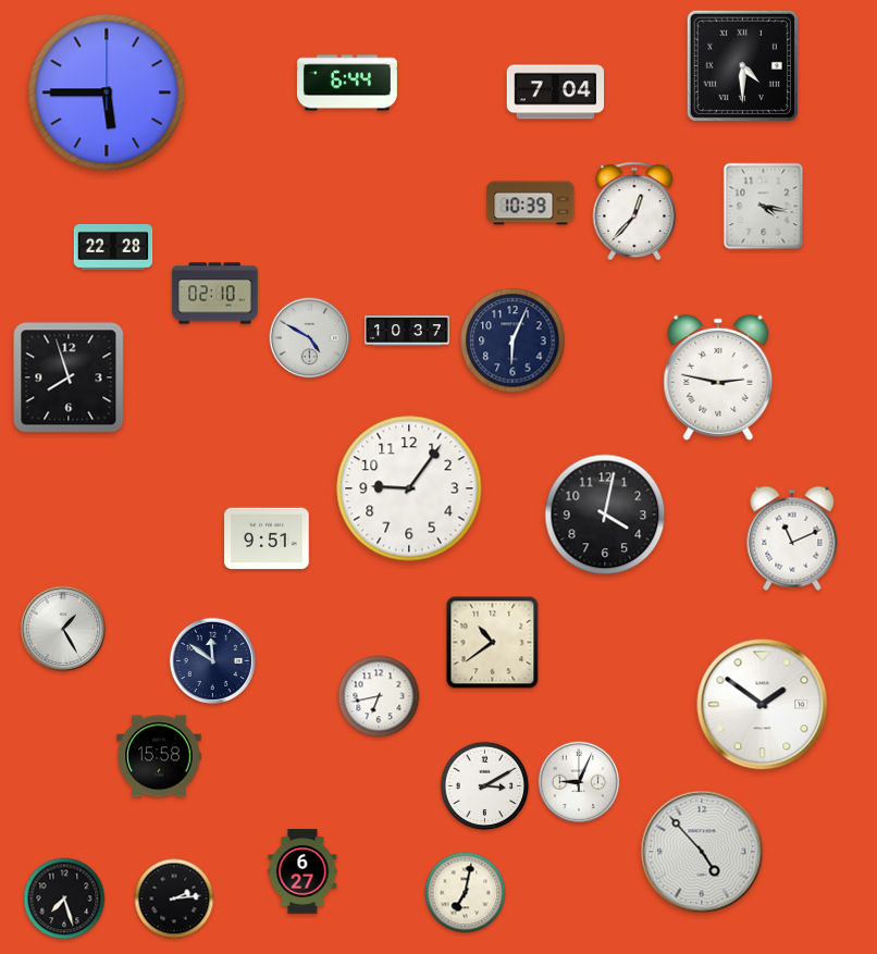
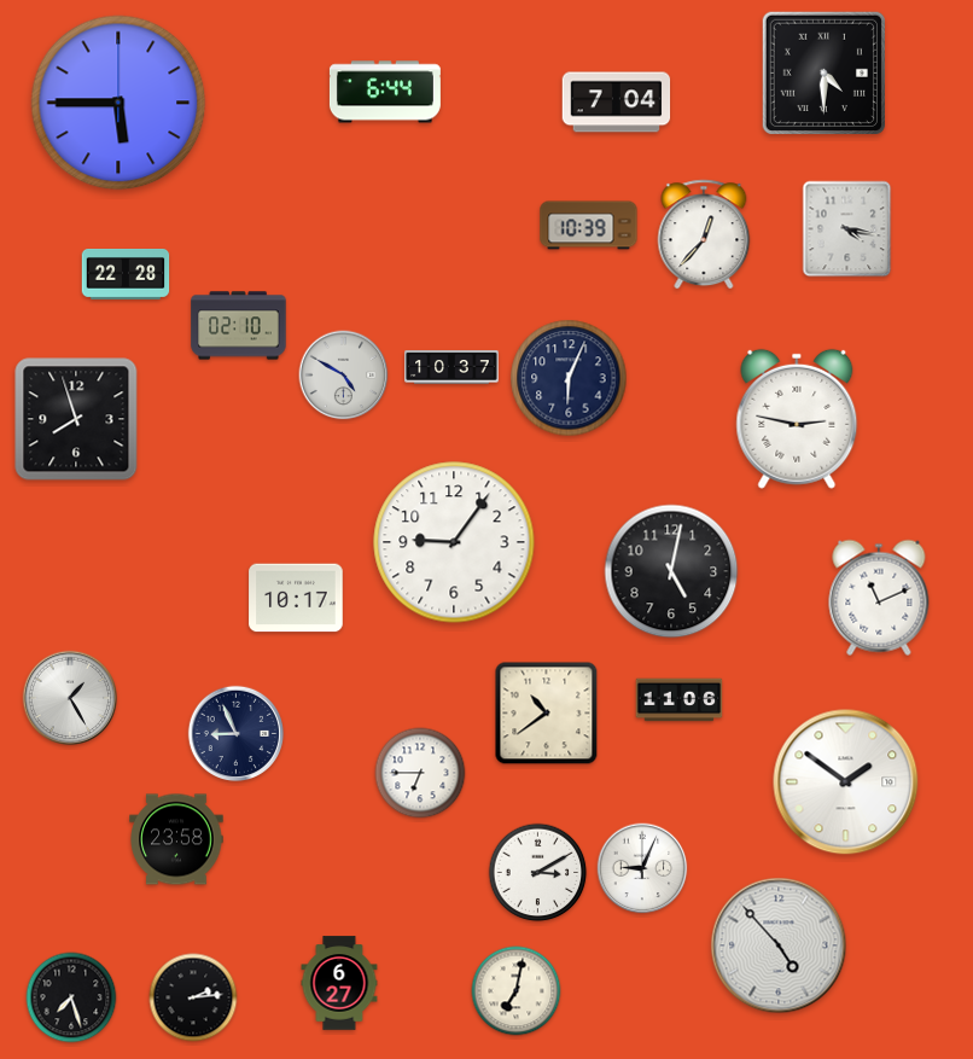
clock at (605, 515): 4:02 -> 5:02
clock at (267, 538): 9:51 -> 10:17
clock at (680, 700): none -> 11:06
clock at (213, 661): 11:51 -> 8:56
clock at (379, 696): 6:43 -> 6:45
clock at (159, 756): 15:58 -> 23:58
clock at (302, 871) position: (302, 871) -> (339, 983)
